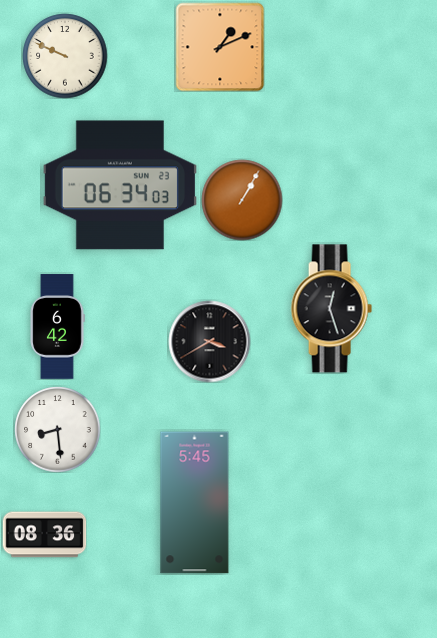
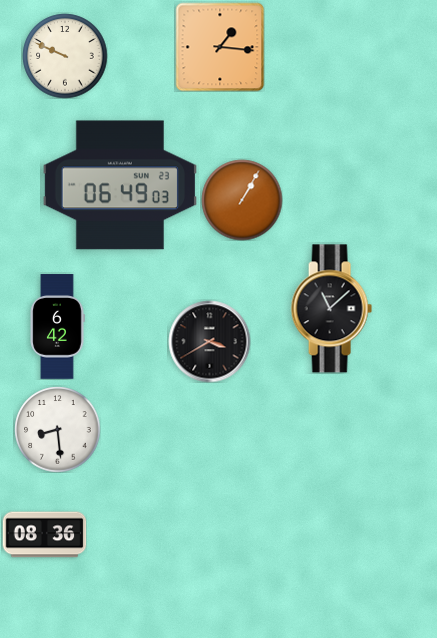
clock at (220, 47): 1:11 -> 1:16
clock at (120, 185): 06:34 -> 06:49
clock at (331, 309): 12:27 -> 11:08
clock at (195, 503): 5:45 -> none
